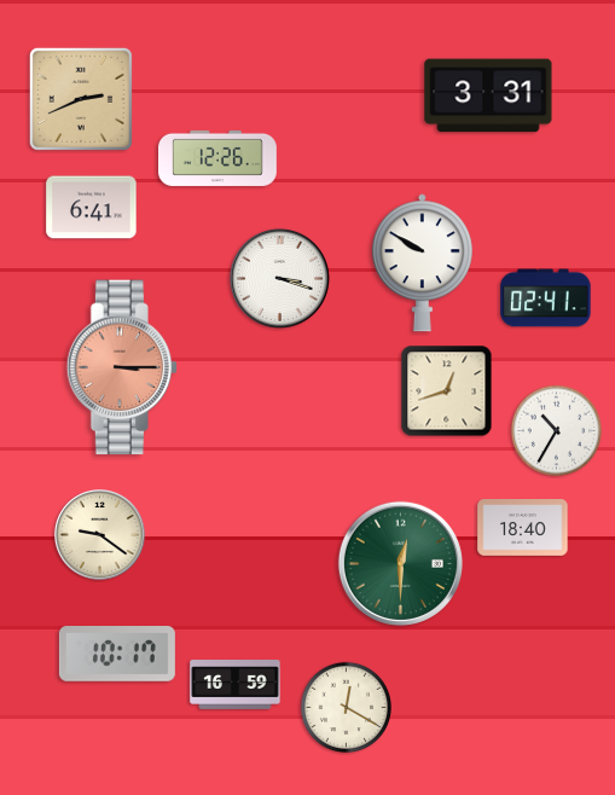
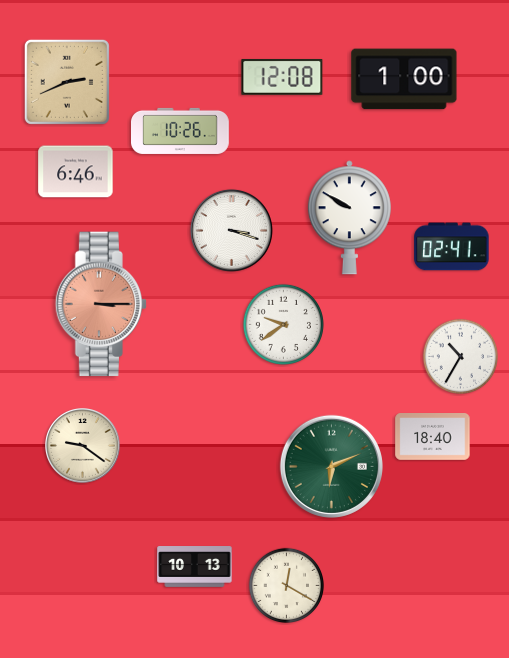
clock at (282, 77): none -> 12:08
clock at (488, 95): 3:31 -> 1:00
clock at (217, 158): 12:26 -> 10:26
clock at (92, 208): 6:41 -> 6:46
clock at (283, 324): none -> 9:39
clock at (447, 391): 12:42 -> none
clock at (100, 535) position: (100, 535) -> (83, 446)
clock at (400, 563): 12:30 -> 6:11
clock at (117, 655): 10:17 -> none
clock at (236, 685): 16:59 -> 10:13
